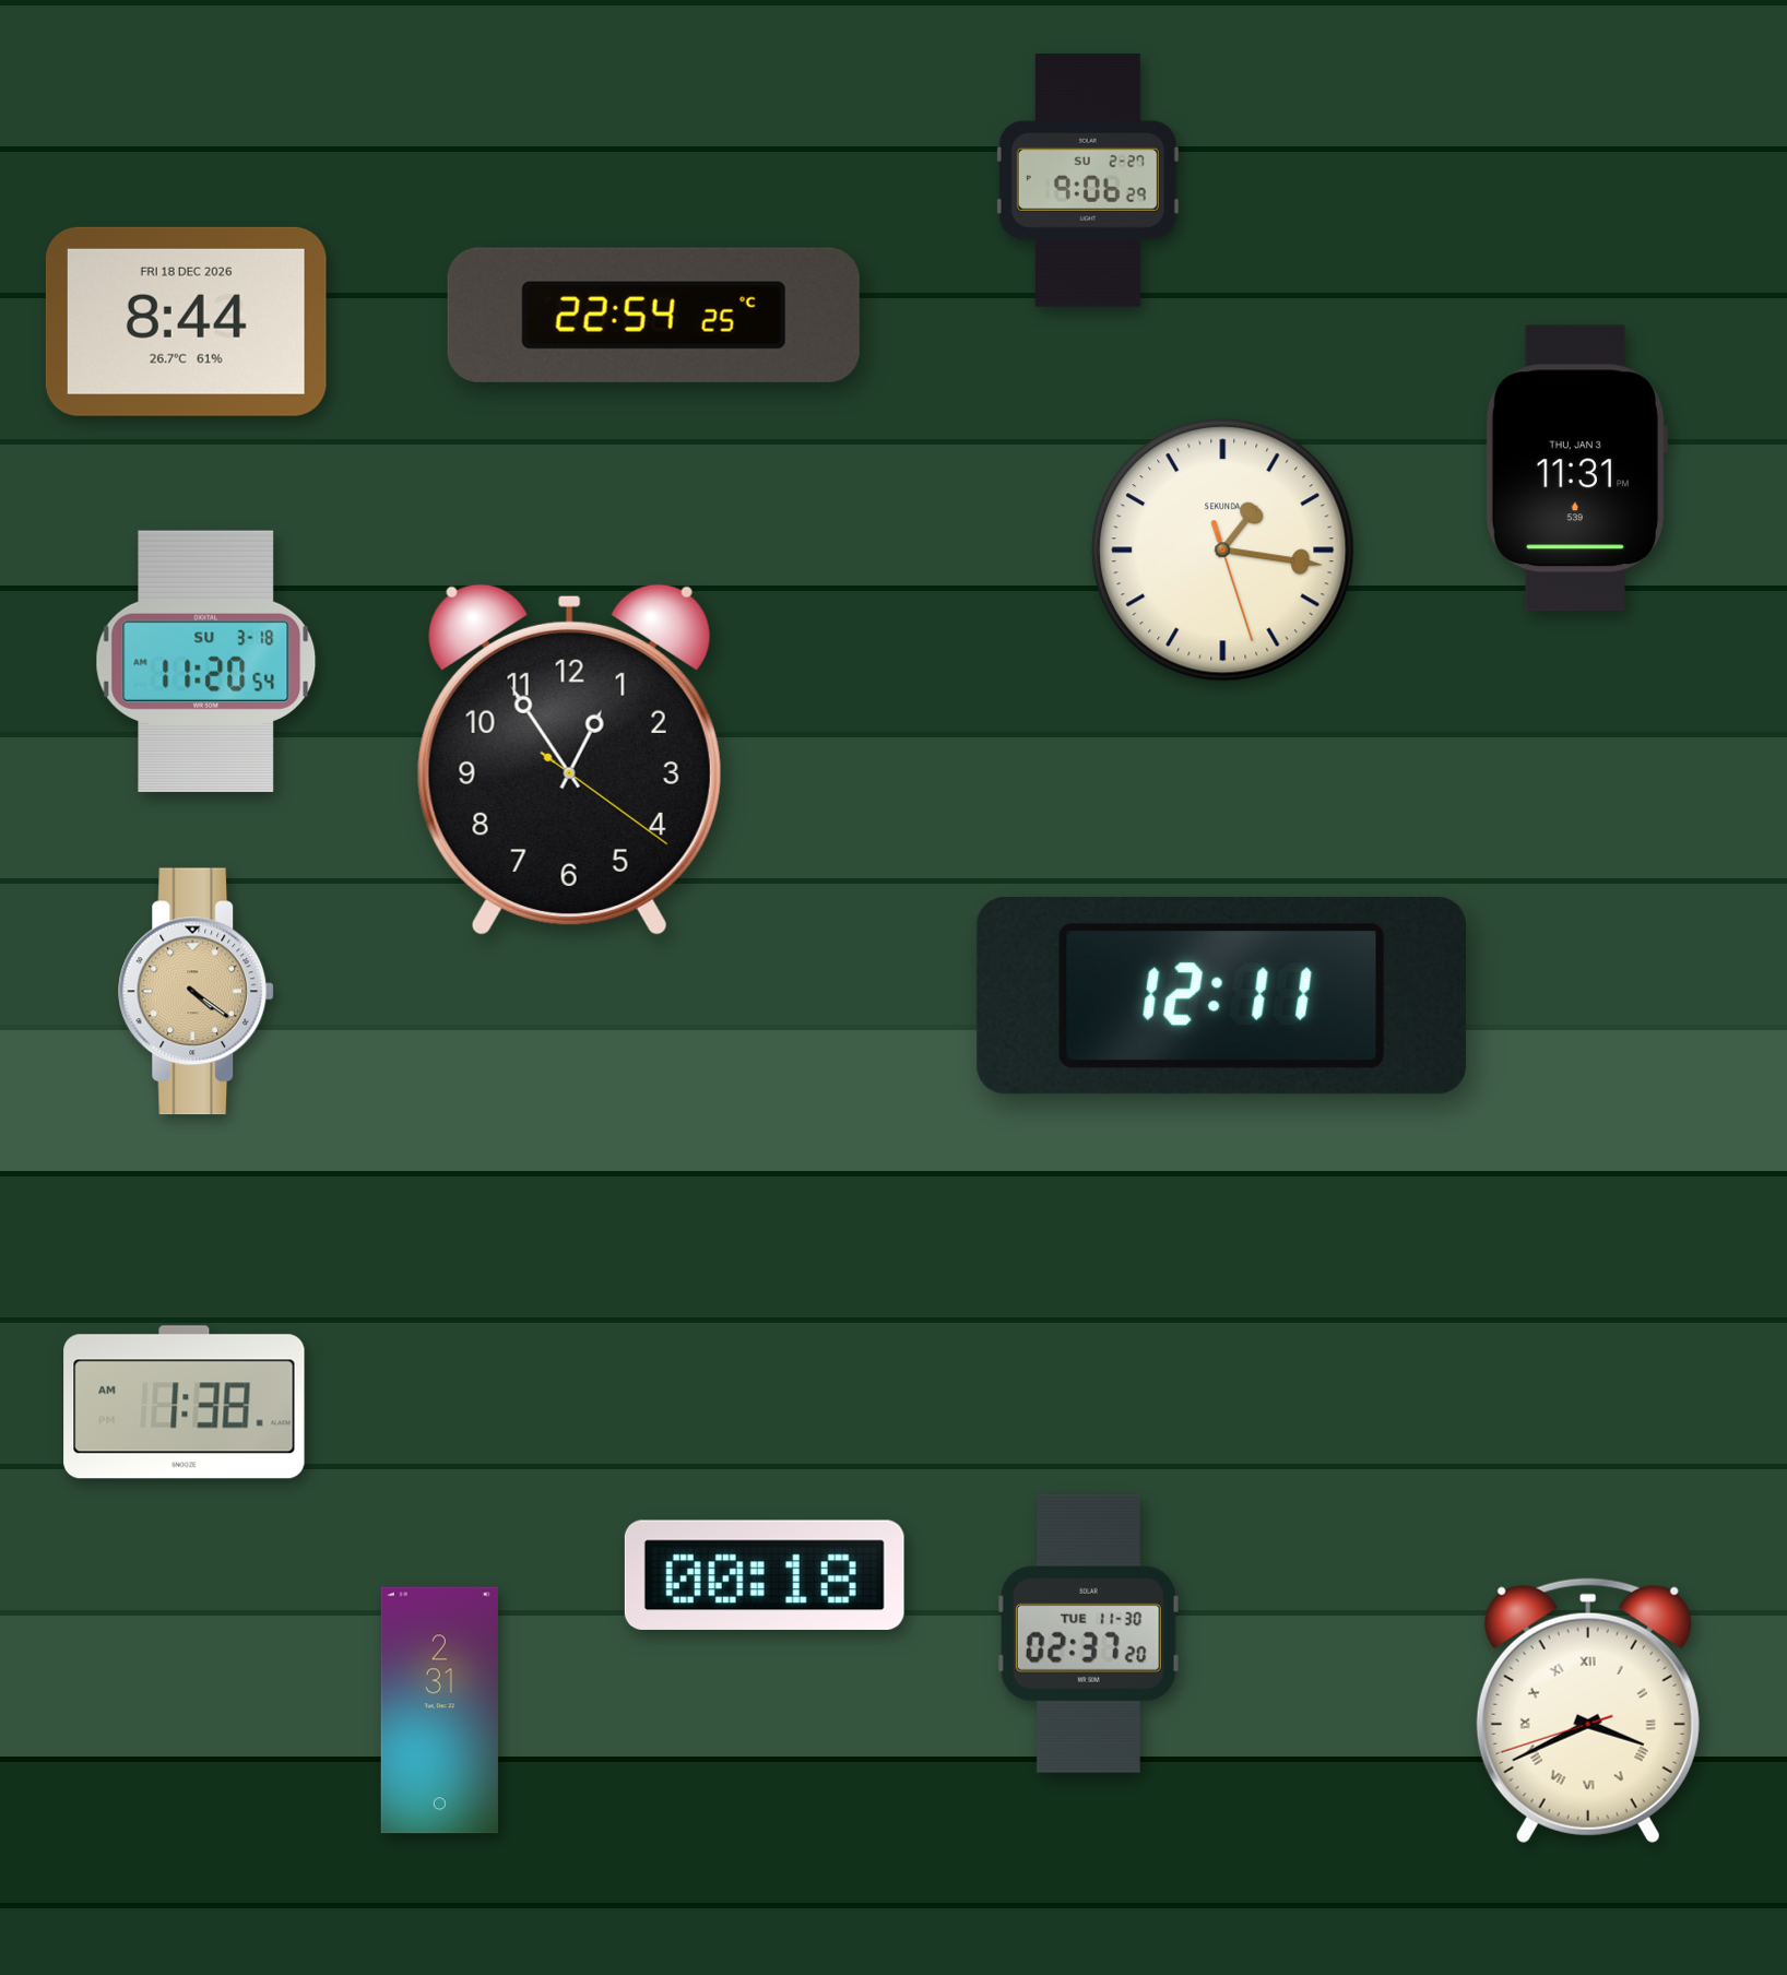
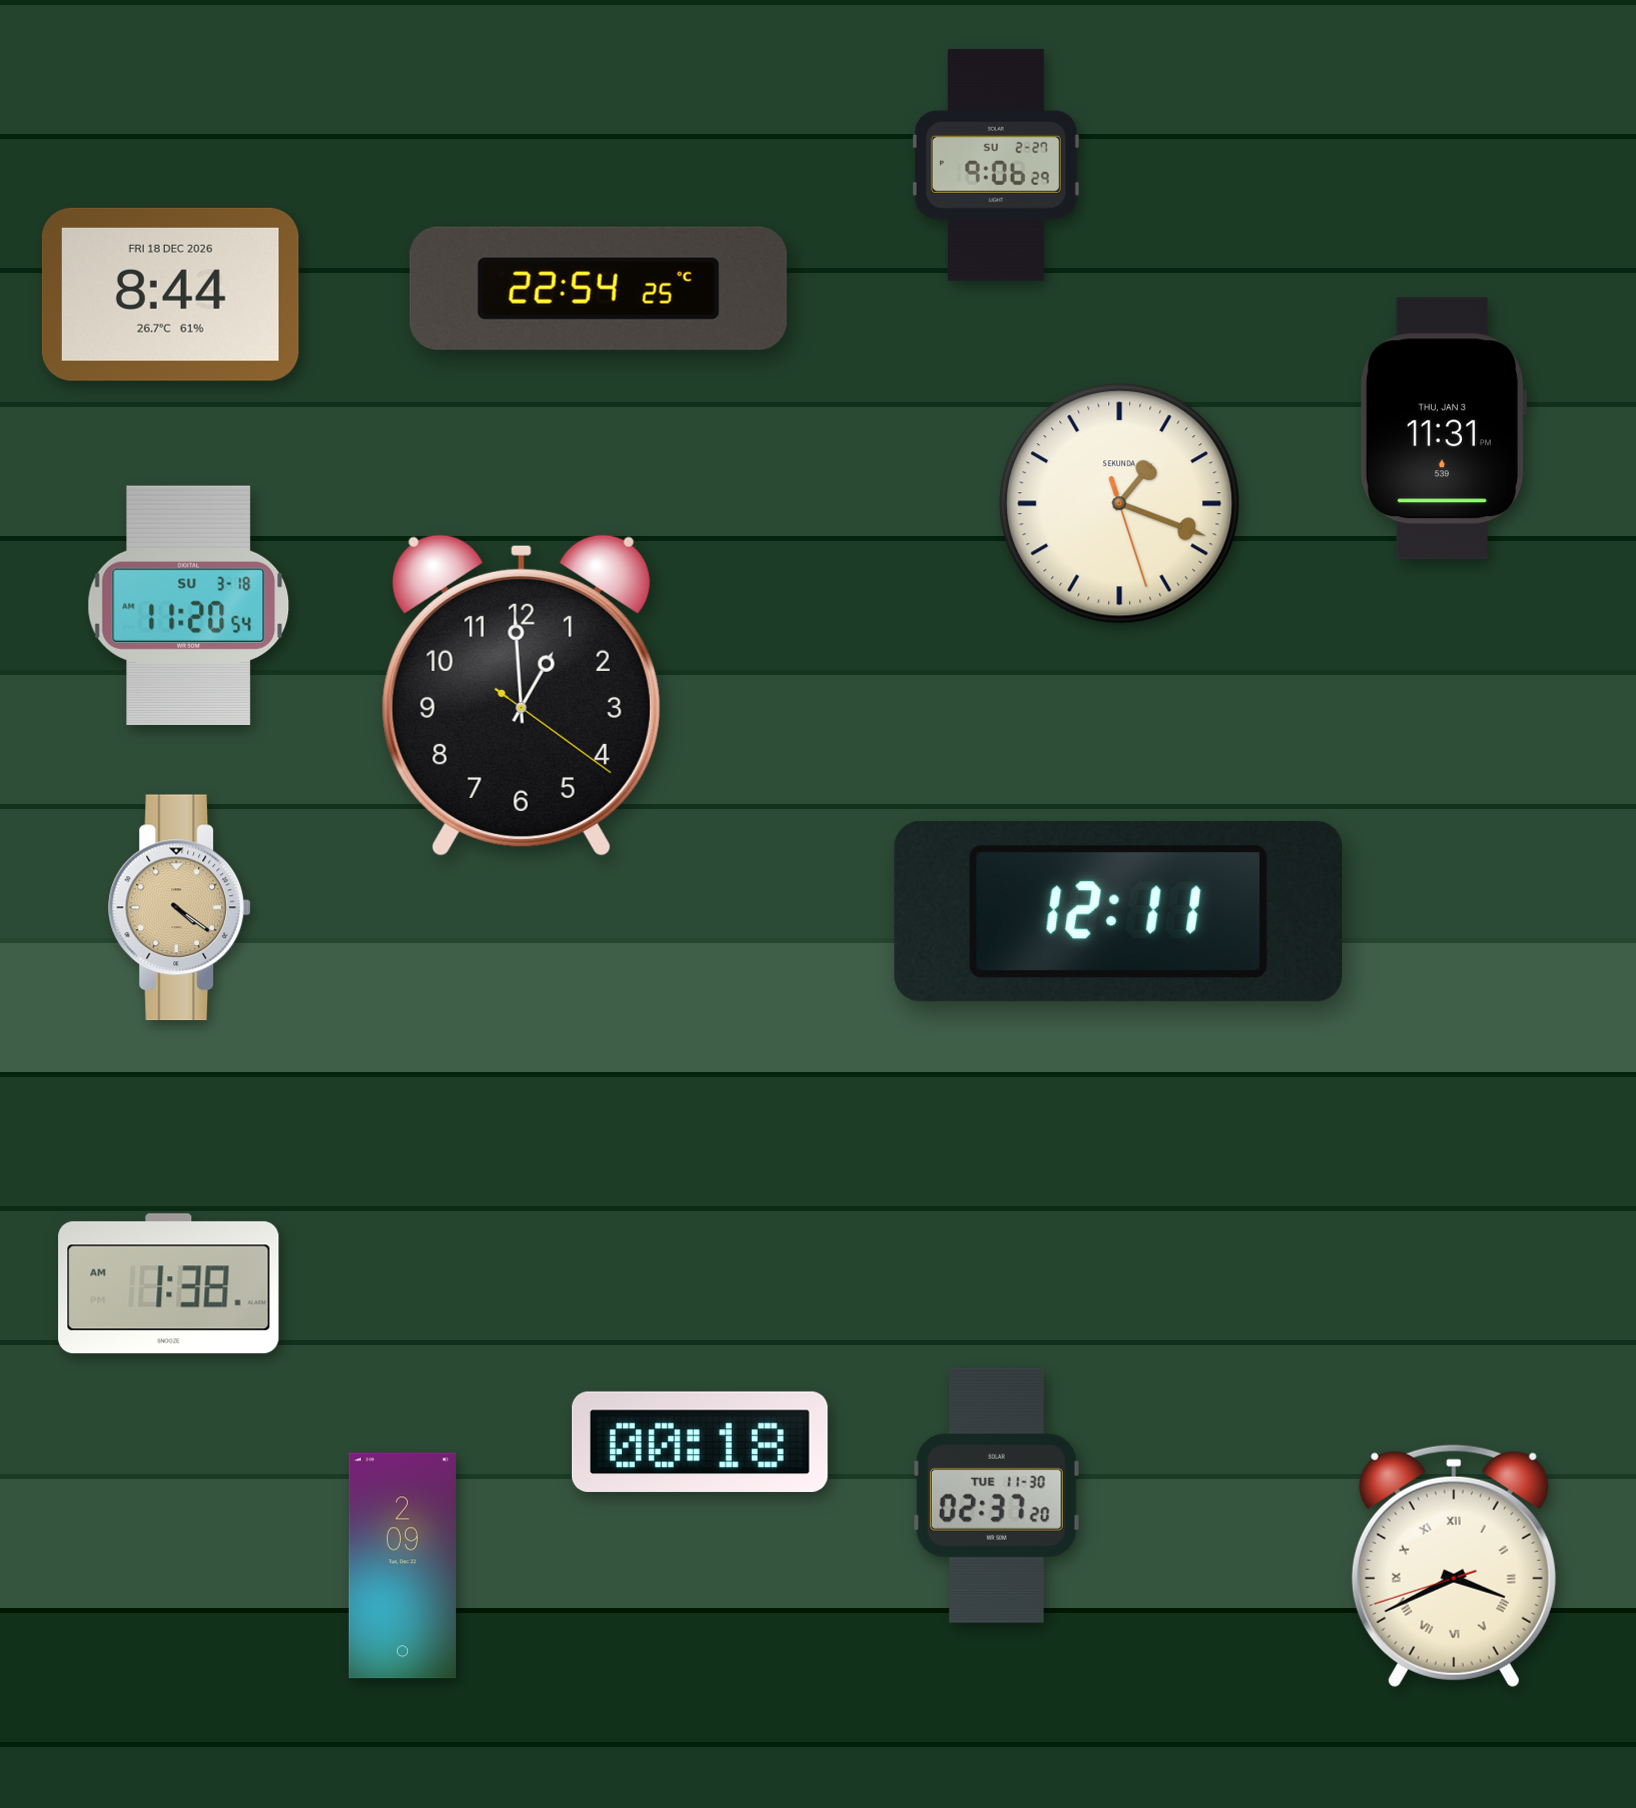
clock at (1223, 551): 1:16 -> 1:18
clock at (569, 760): 12:54 -> 12:59
clock at (439, 1711): 2:31 -> 2:09
